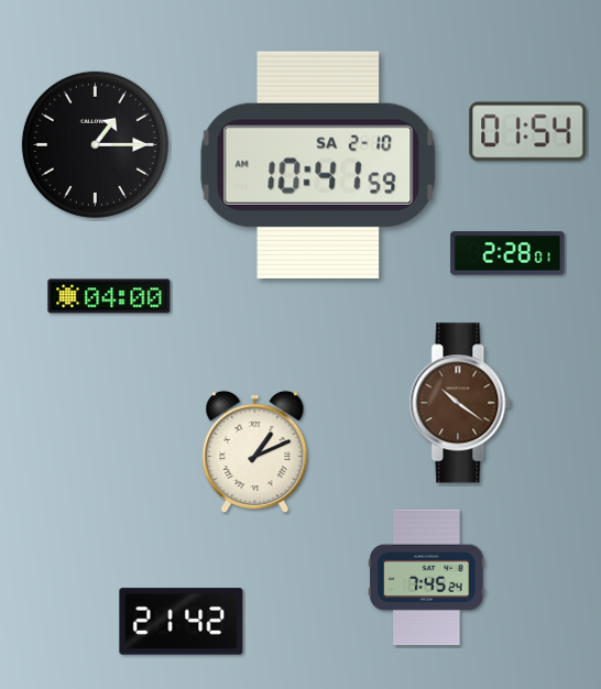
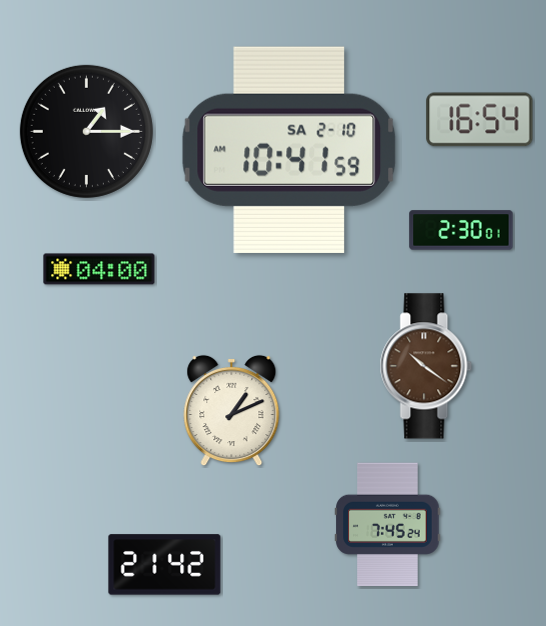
clock at (528, 132): 01:54 -> 16:54
clock at (507, 253): 2:28 -> 2:30
clock at (460, 403) position: (460, 403) -> (426, 366)
